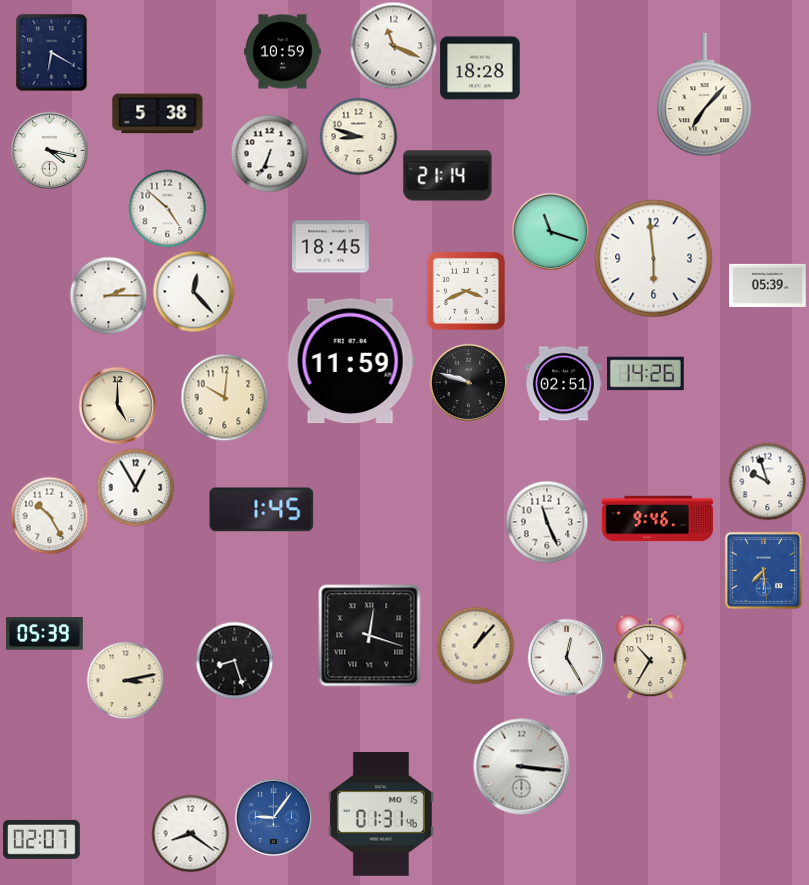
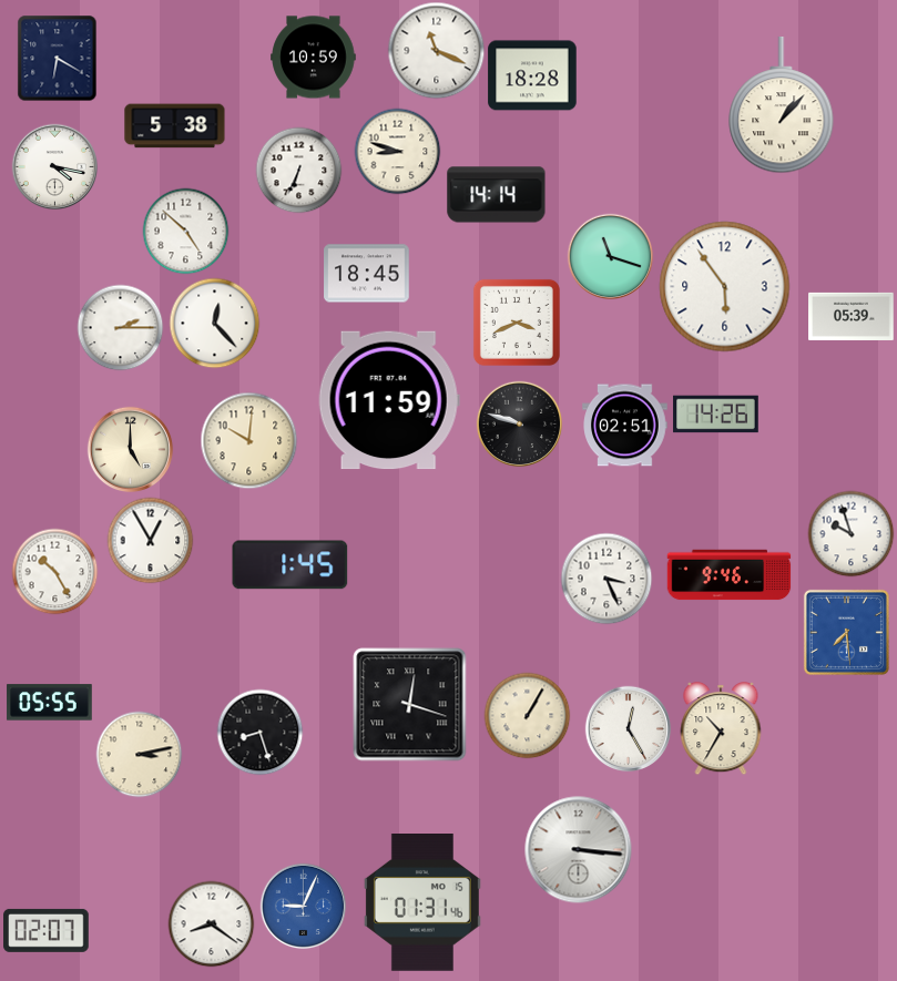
clock at (705, 95): 7:07 -> 1:07
clock at (448, 176): 21:14 -> 14:14
clock at (654, 259): 5:59 -> 5:54
clock at (547, 522): 11:26 -> 3:26
clock at (45, 634): 05:39 -> 05:55
clock at (475, 645): 1:07 -> 1:05
clock at (273, 817): 9:06 -> 9:04
